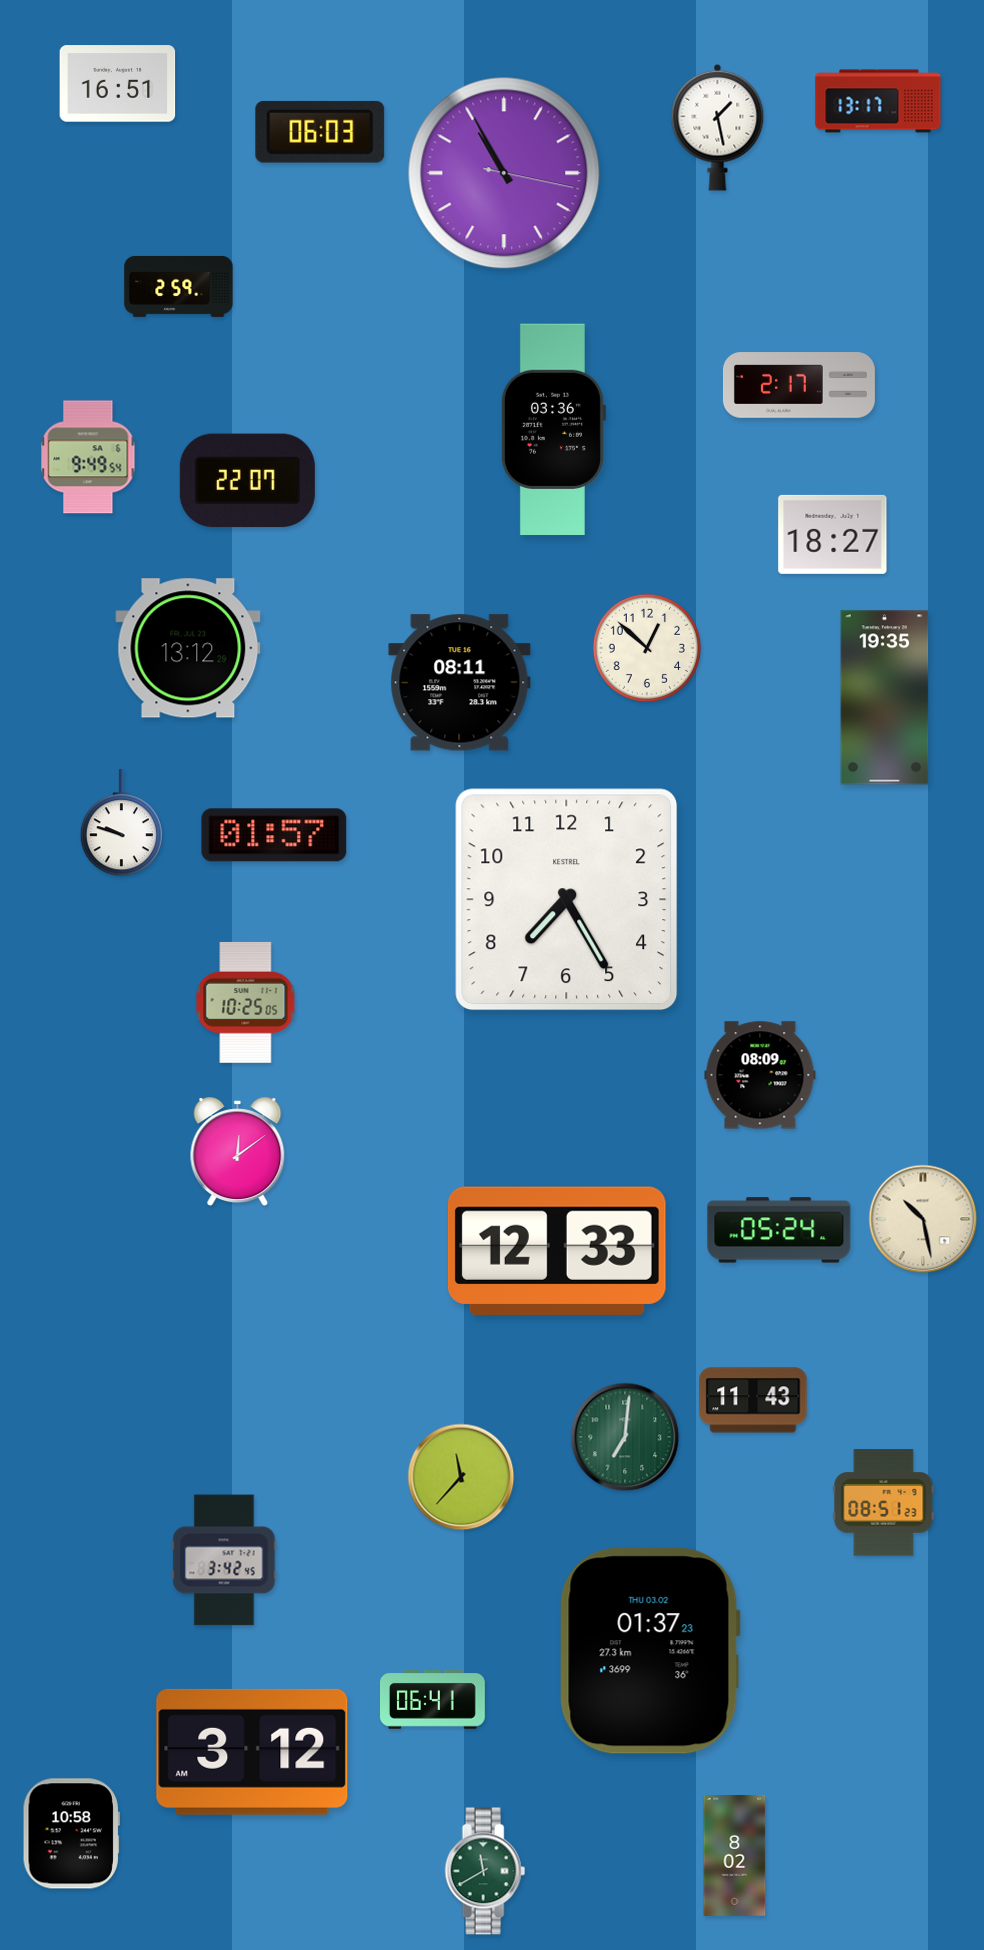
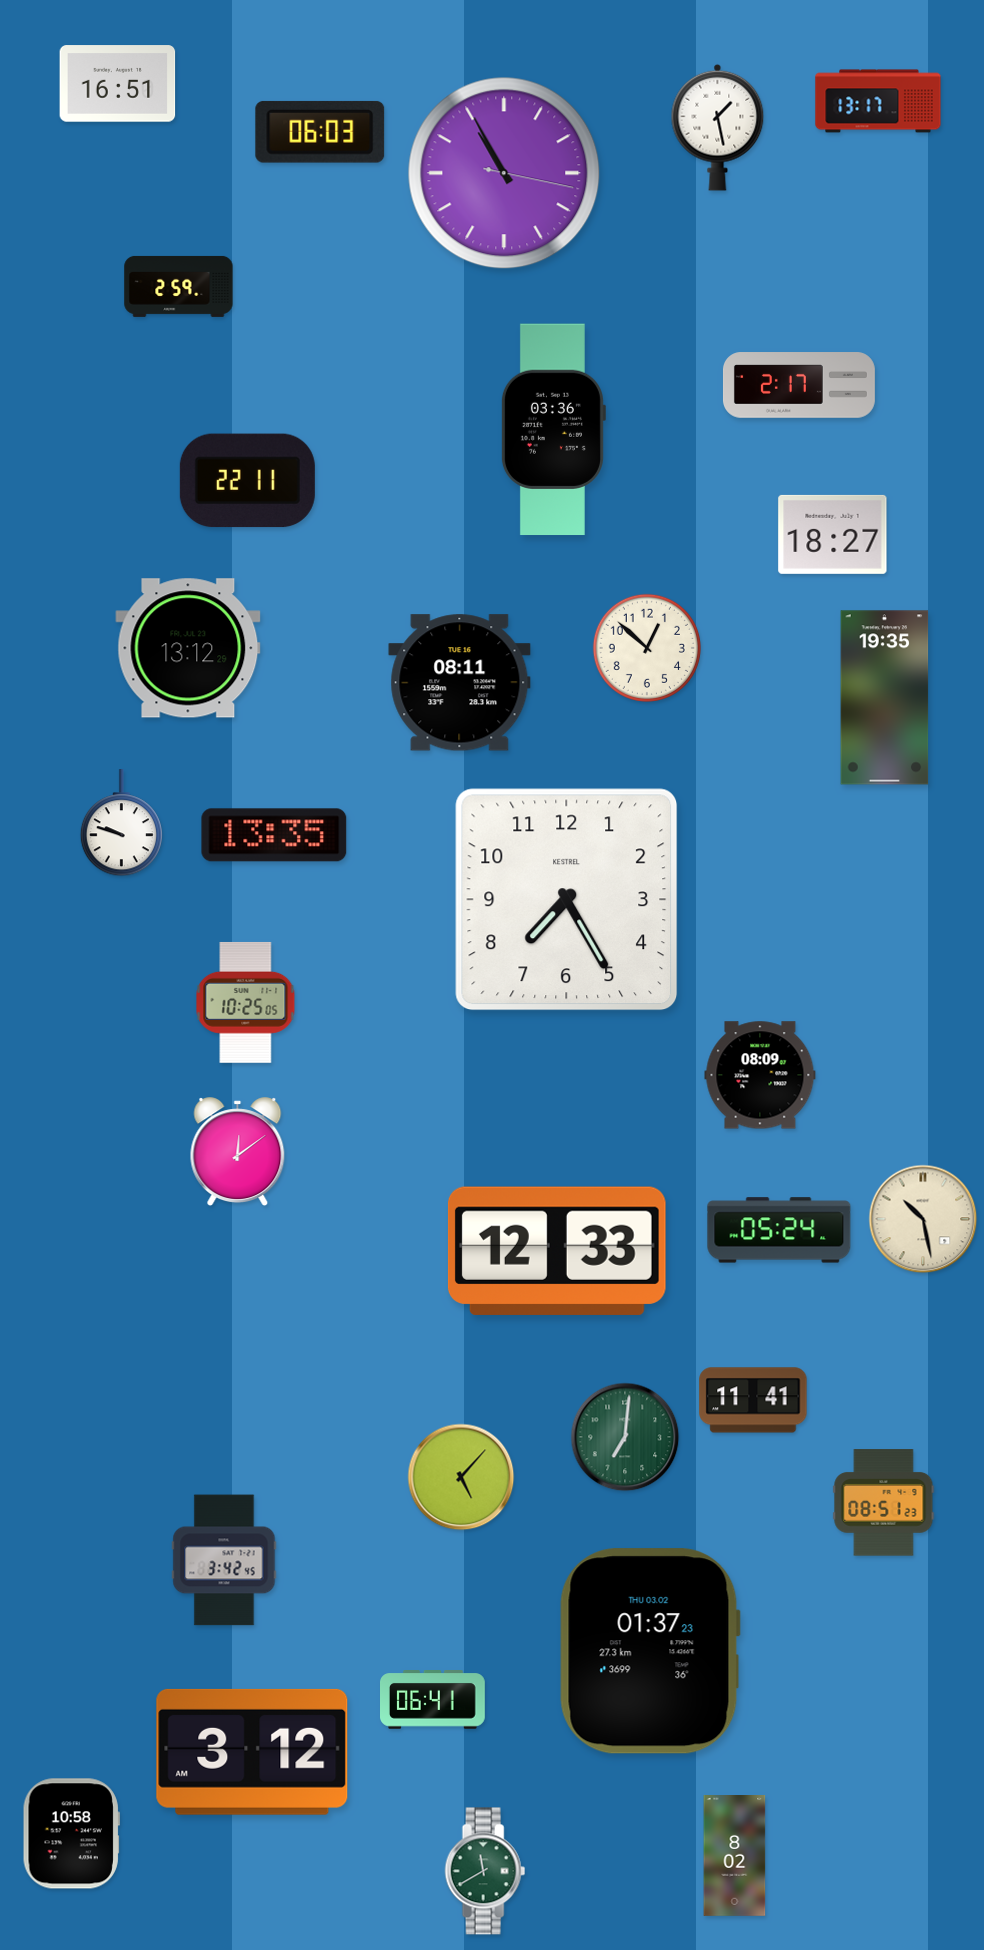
clock at (88, 457): 9:49 -> none
clock at (247, 481): 22:07 -> 22:11
clock at (274, 835): 01:57 -> 13:35
clock at (753, 1400): 11:43 -> 11:41
clock at (461, 1477): 11:37 -> 5:07
